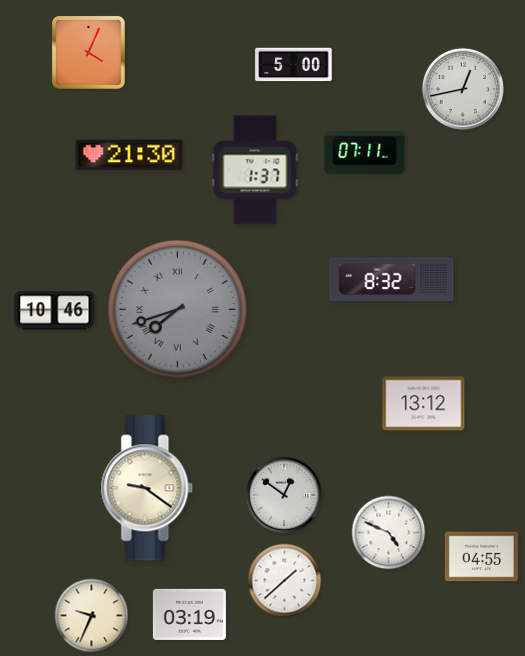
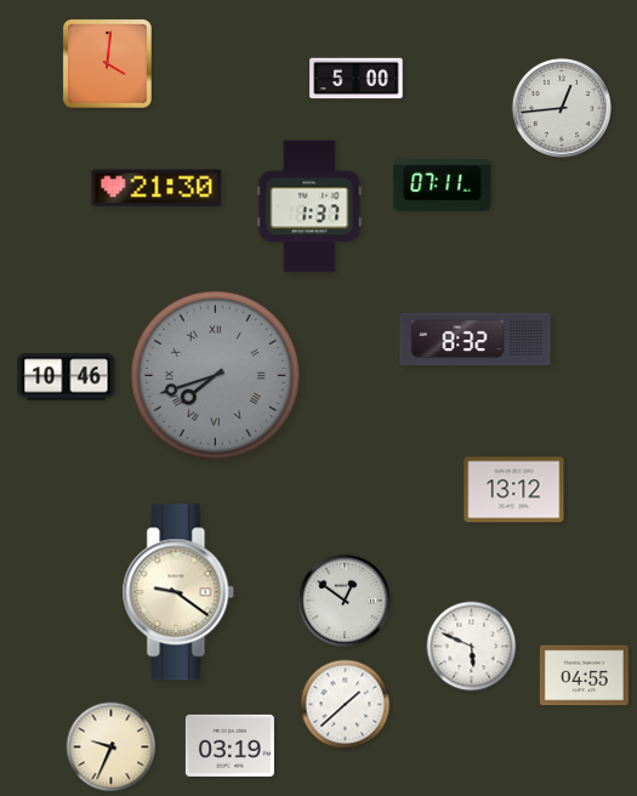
clock at (88, 52): 4:04 -> 4:01
clock at (463, 89): 12:43 -> 12:44
clock at (389, 533): 4:49 -> 5:49
